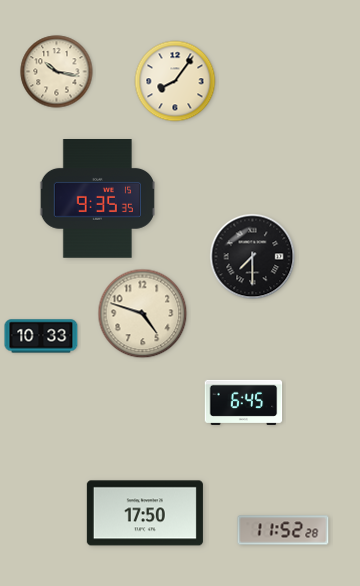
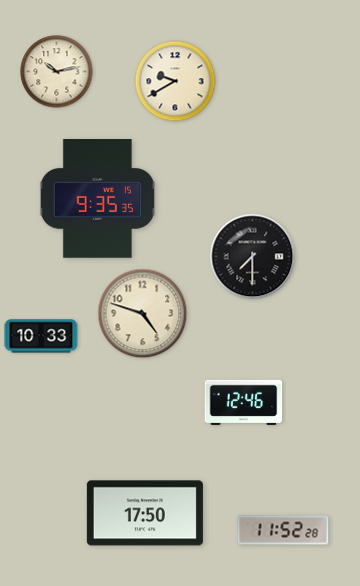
clock at (57, 72): 10:17 -> 10:13
clock at (175, 81): 8:06 -> 9:40
clock at (244, 402): 6:45 -> 12:46
